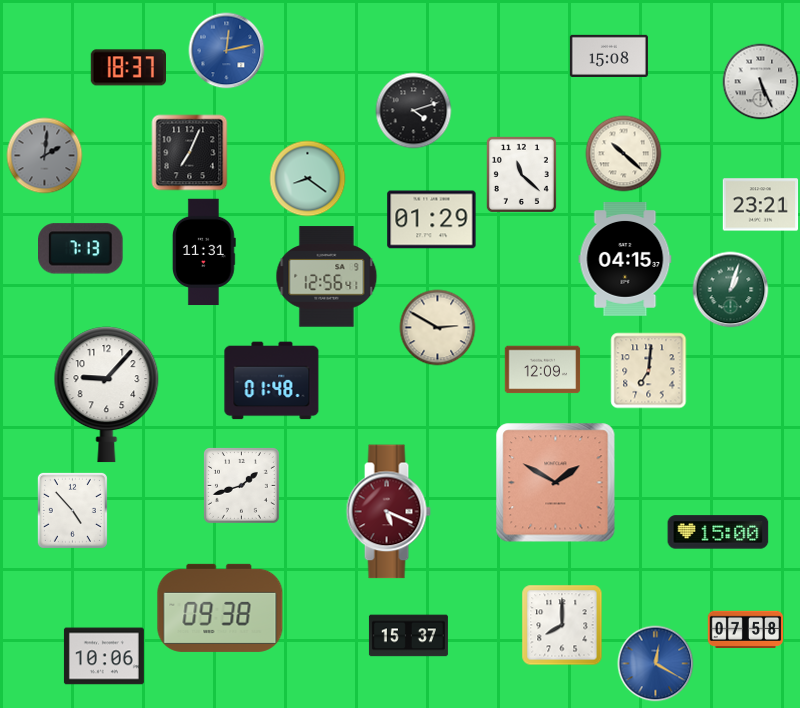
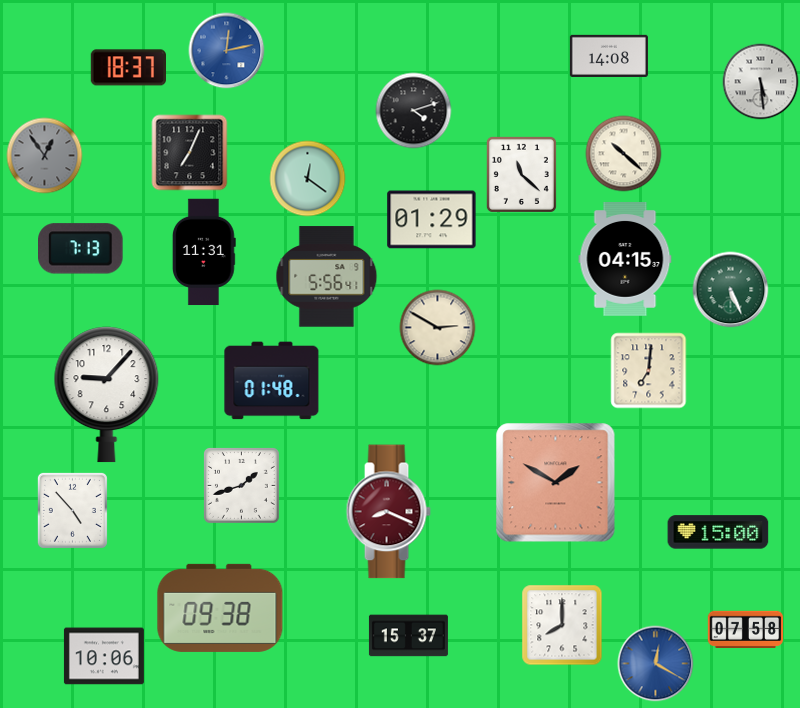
clock at (609, 56): 15:08 -> 14:08
clock at (761, 82): 5:26 -> 5:29
clock at (45, 156): 2:01 -> 12:54
clock at (308, 179): 8:21 -> 12:21
clock at (761, 205): 23:21 -> none
clock at (327, 277): 12:56 -> 5:56
clock at (731, 290): 1:03 -> 5:26
clock at (543, 370): 12:09 -> none
clock at (388, 512): 5:19 -> 8:19
